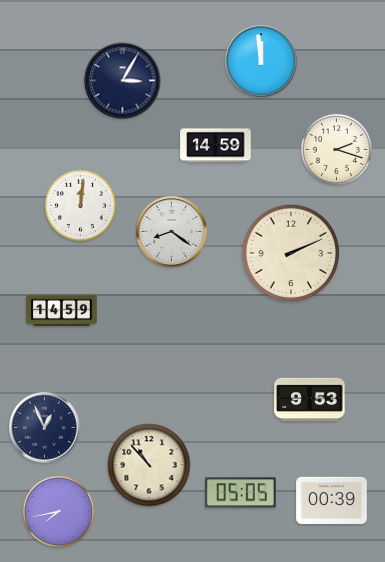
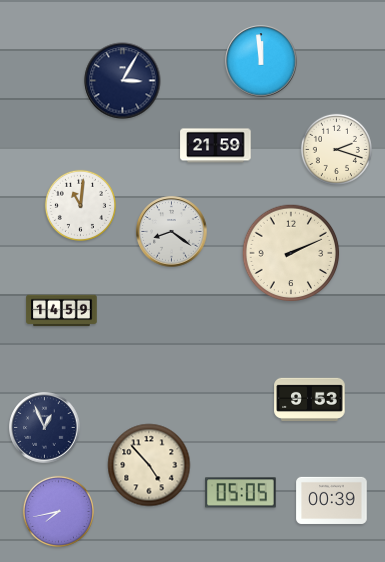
clock at (216, 146): 14:59 -> 21:59
clock at (80, 205): 12:01 -> 11:01
clock at (149, 465): 10:53 -> 4:53
